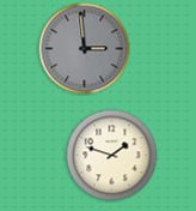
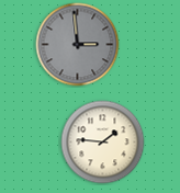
clock at (112, 156): 1:48 -> 1:46
